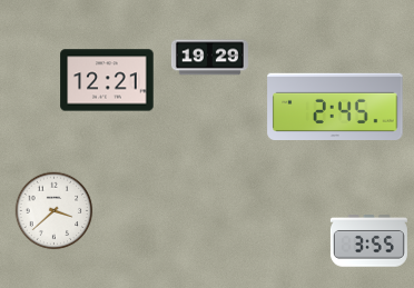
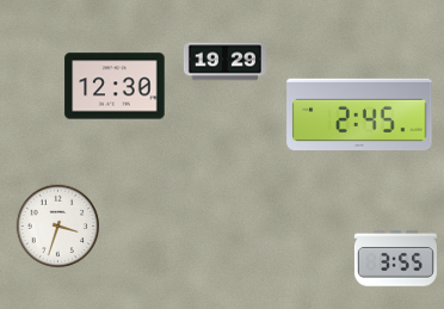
clock at (107, 80): 12:21 -> 12:30
clock at (55, 211): 3:38 -> 3:33
